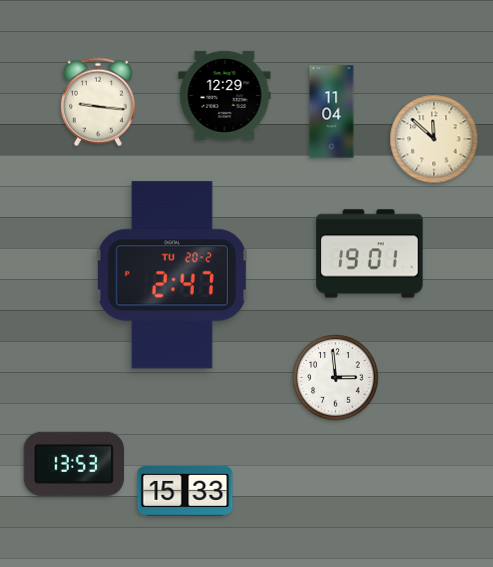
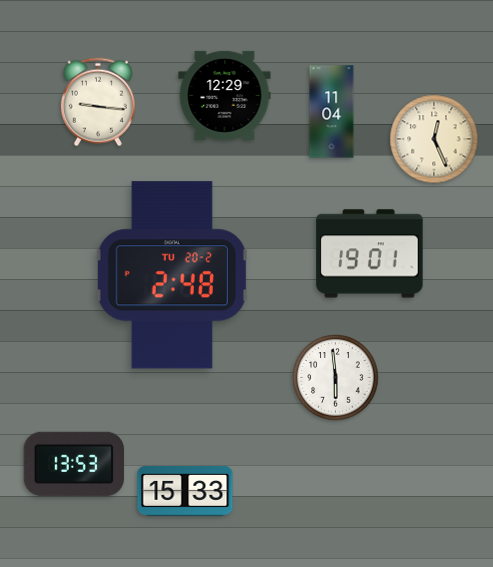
clock at (434, 139): 11:52 -> 12:26
clock at (172, 275): 2:47 -> 2:48
clock at (336, 378): 2:59 -> 5:59
